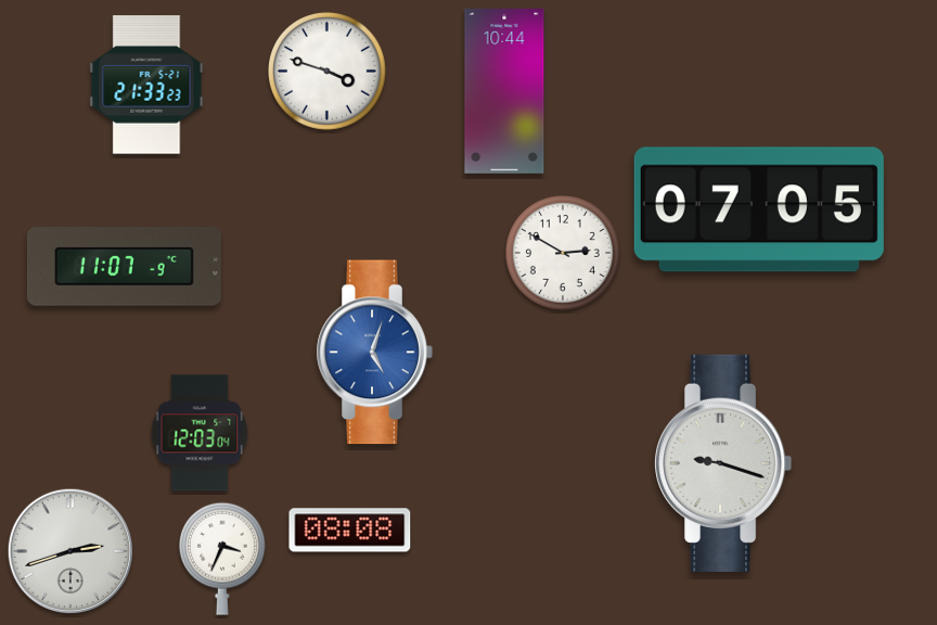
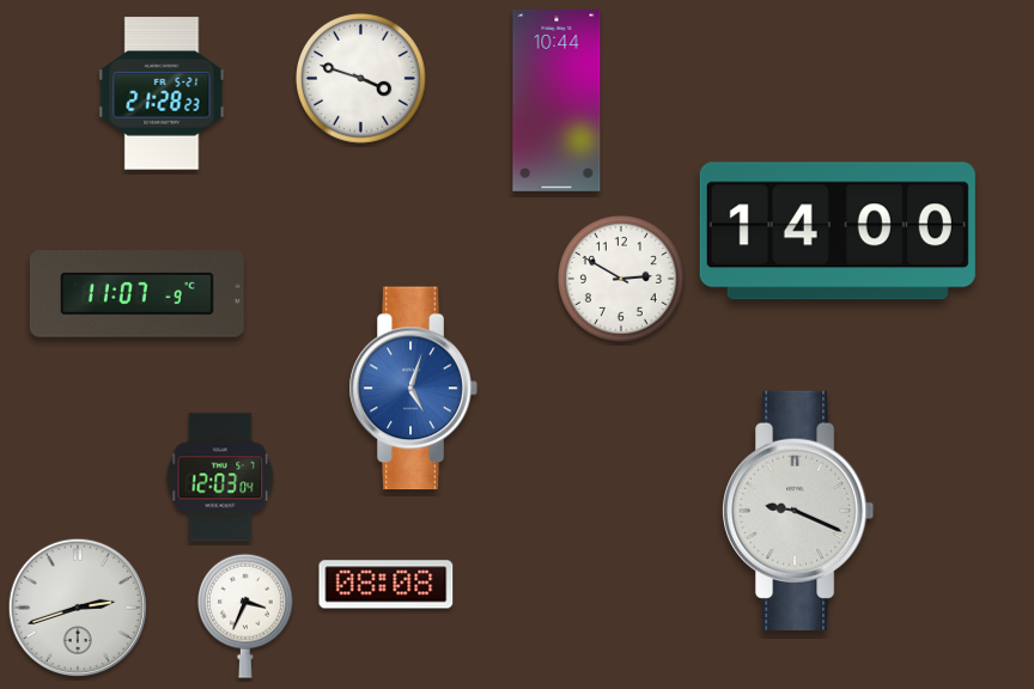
clock at (146, 85): 21:33 -> 21:28
clock at (759, 209): 07:05 -> 14:00
clock at (724, 463): 9:18 -> 9:19
